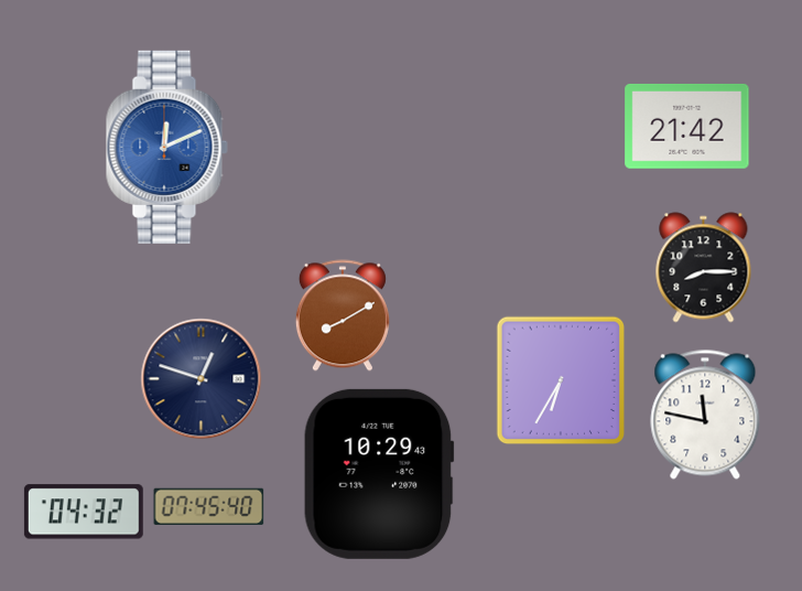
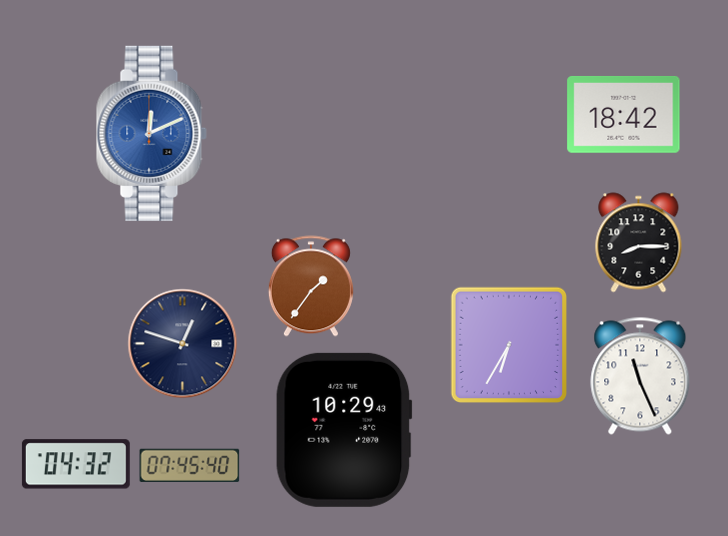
clock at (687, 126): 21:42 -> 18:42
clock at (343, 315): 8:10 -> 1:36
clock at (705, 415): 11:47 -> 11:26
clock at (209, 506) position: (209, 506) -> (190, 465)
